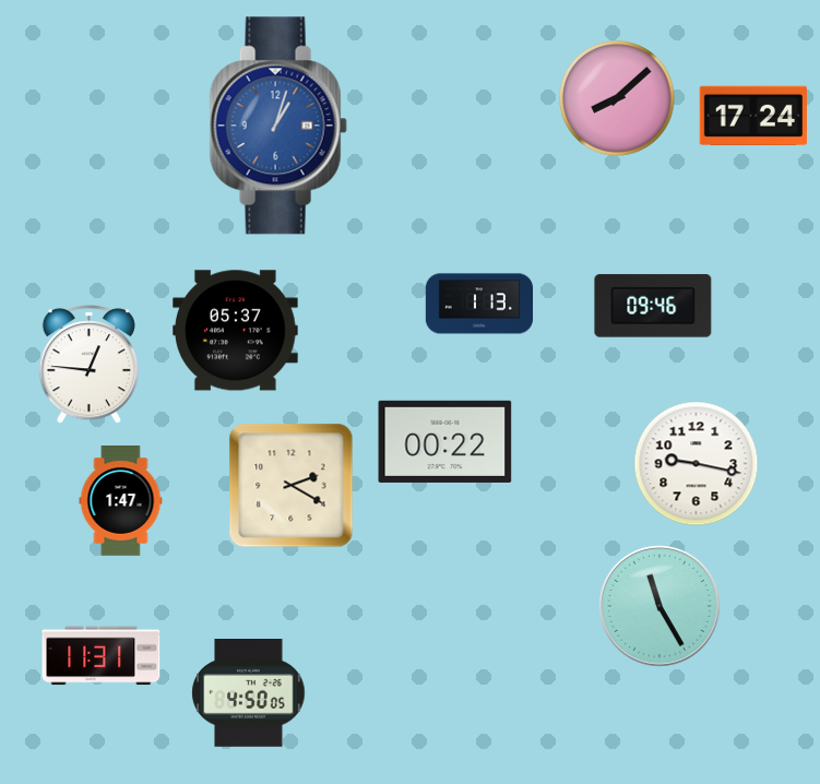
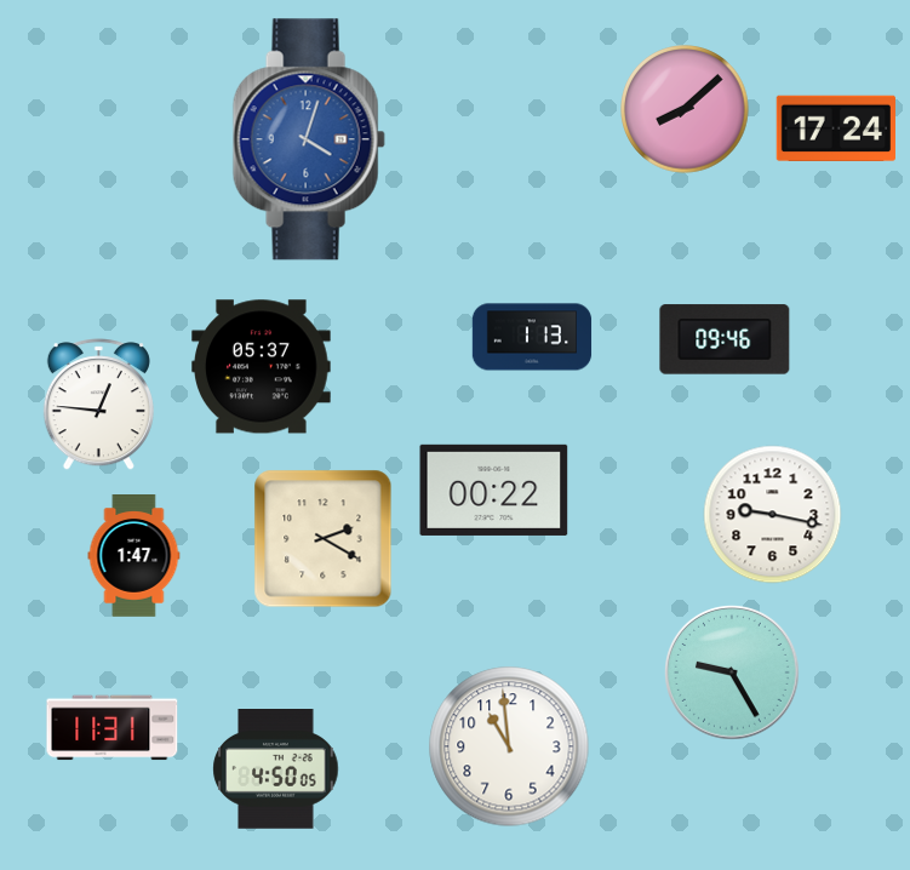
clock at (278, 126): 1:03 -> 4:03
clock at (661, 607): 11:25 -> 9:25
clock at (509, 746): none -> 10:59
